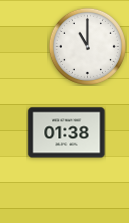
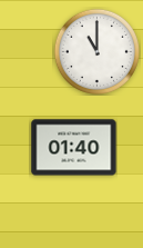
clock at (67, 133): 01:38 -> 01:40
